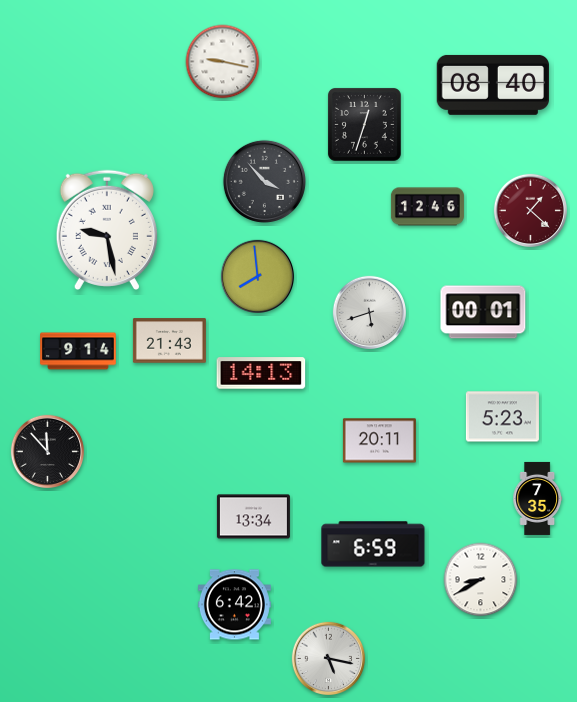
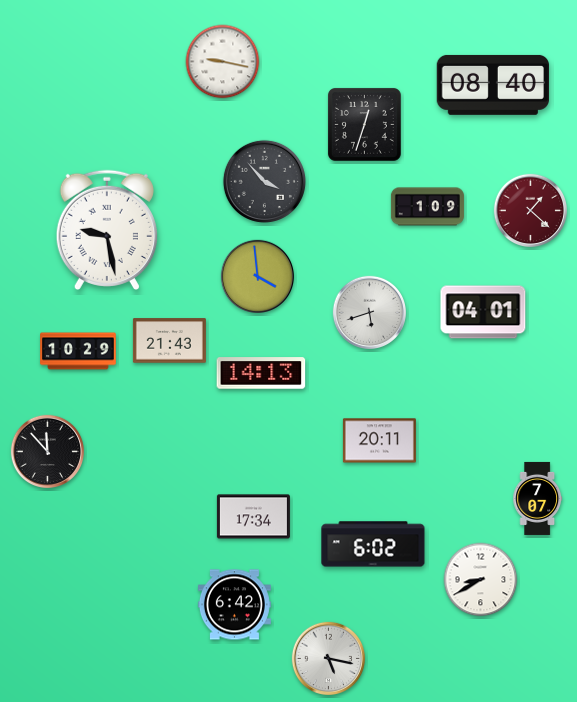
clock at (427, 207): 12:46 -> 1:09
clock at (258, 277): 7:59 -> 3:59
clock at (483, 312): 00:01 -> 04:01
clock at (78, 351): 9:14 -> 10:29
clock at (502, 417): 5:23 -> none
clock at (538, 498): 7:35 -> 7:07
clock at (253, 517): 13:34 -> 17:34
clock at (373, 544): 6:59 -> 6:02
